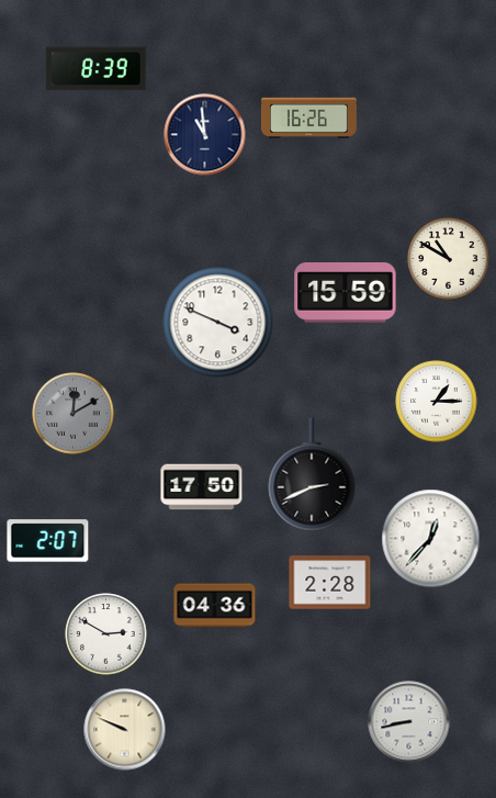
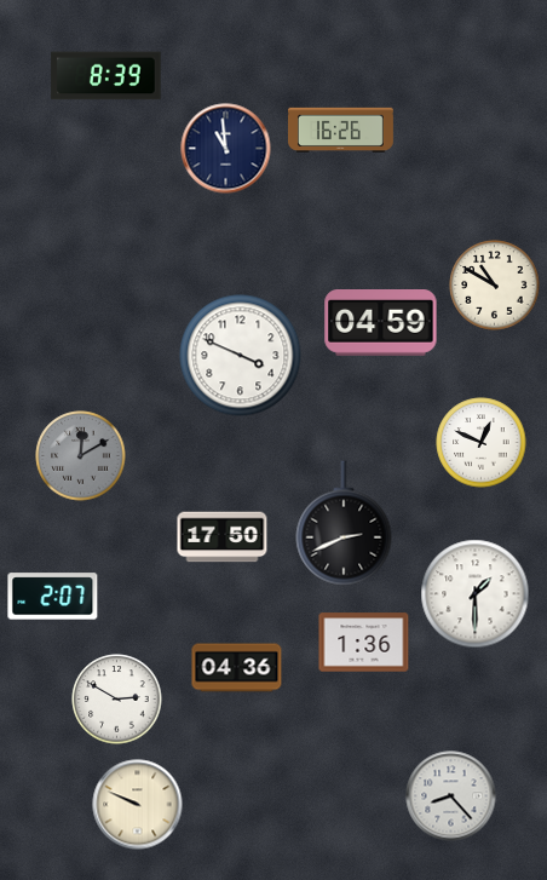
clock at (346, 293): 15:59 -> 04:59
clock at (437, 402): 1:15 -> 12:49
clock at (431, 539): 12:37 -> 1:30
clock at (330, 583): 2:28 -> 1:36
clock at (409, 722): 8:43 -> 8:23
